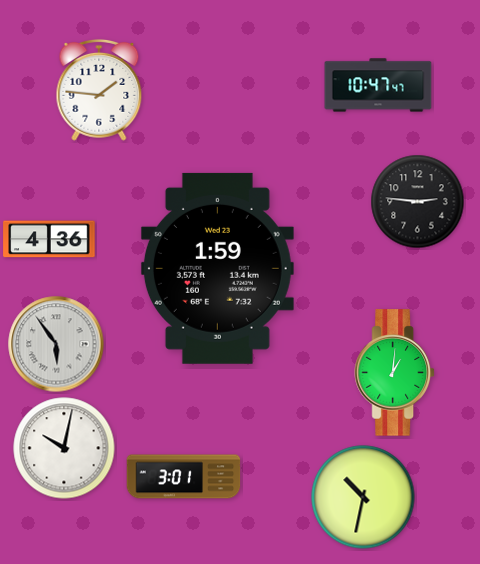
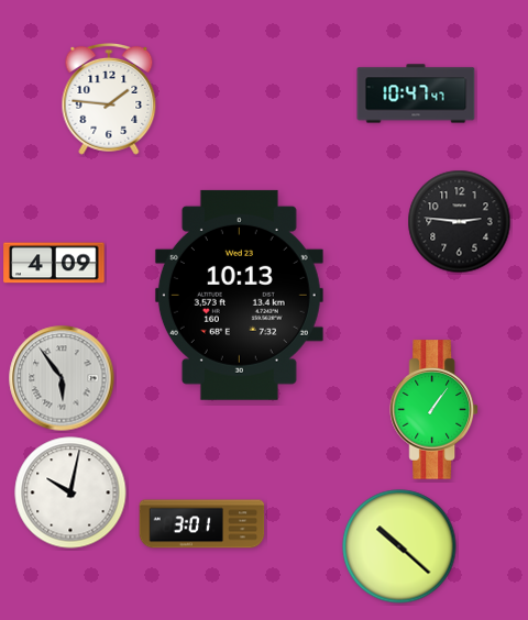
clock at (49, 239): 4:36 -> 4:09
clock at (217, 268): 1:59 -> 10:13
clock at (394, 373): 1:01 -> 1:06
clock at (363, 497): 10:32 -> 10:22
